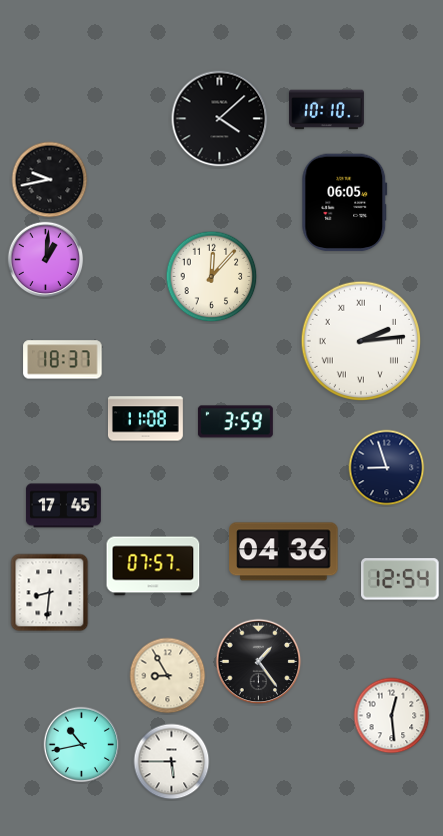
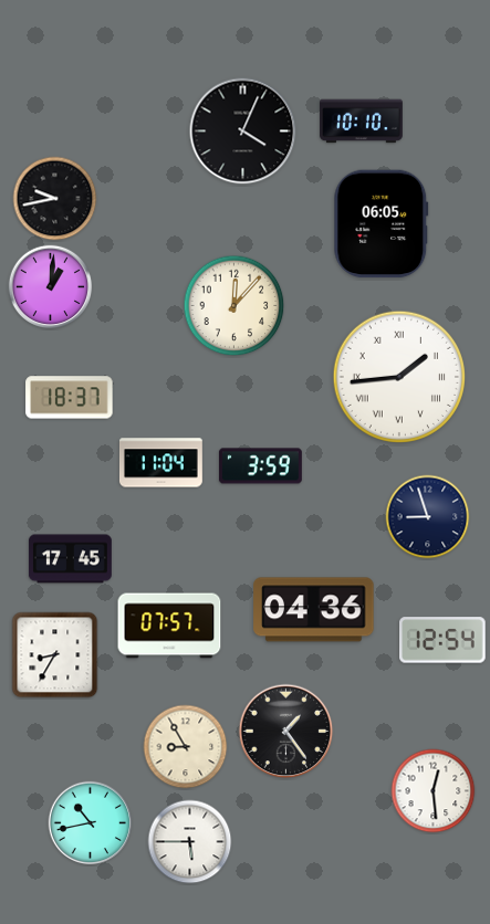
clock at (220, 119): 4:08 -> 4:04
clock at (360, 340): 2:14 -> 1:44
clock at (145, 419): 11:08 -> 11:04
clock at (50, 593): 8:31 -> 8:35
